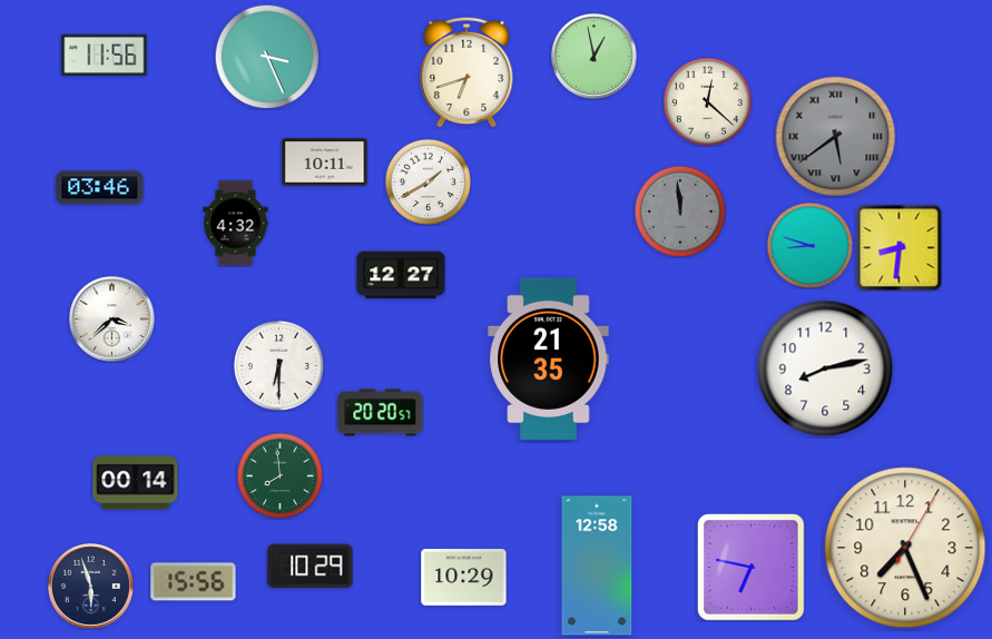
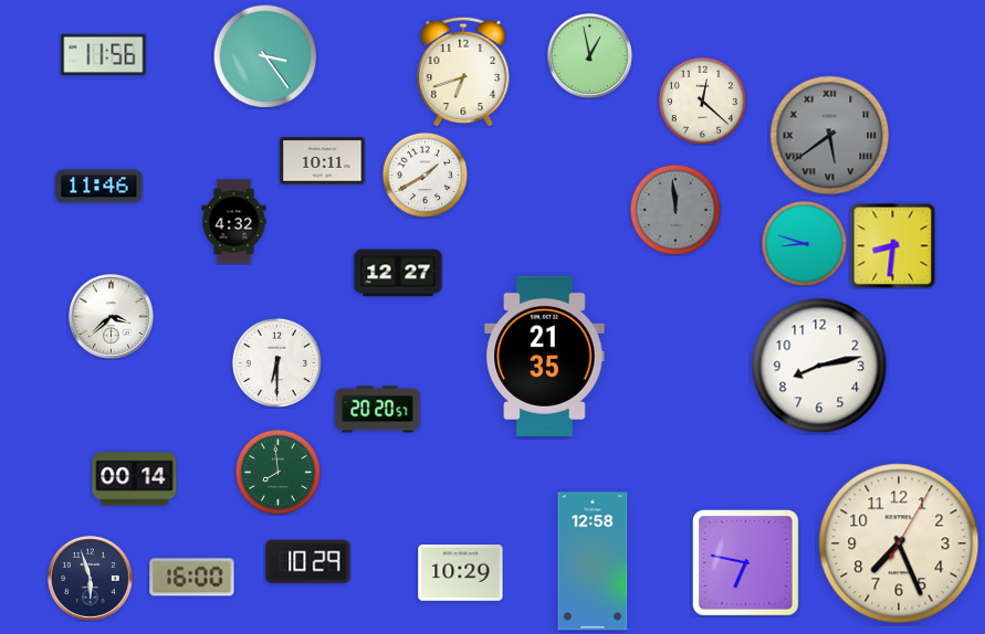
clock at (267, 57): 3:26 -> 3:24
clock at (428, 181) position: (428, 181) -> (425, 175)
clock at (100, 188): 03:46 -> 11:46
clock at (194, 582): 15:56 -> 16:00
clock at (91, 587) position: (91, 587) -> (91, 579)
